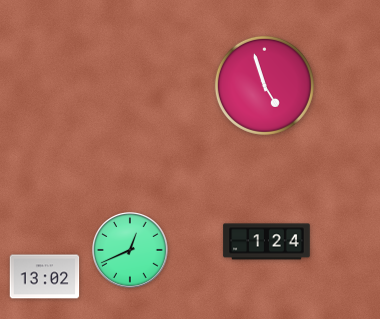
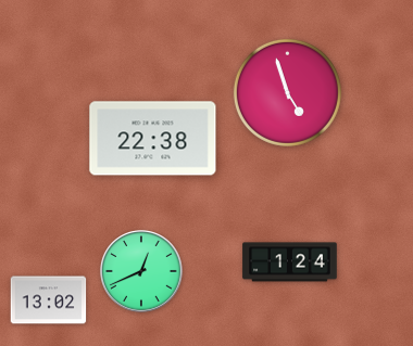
clock at (153, 139): none -> 22:38
